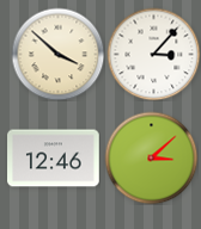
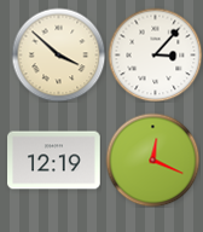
clock at (151, 157): 3:08 -> 12:19
clock at (54, 159): 12:46 -> 12:19
